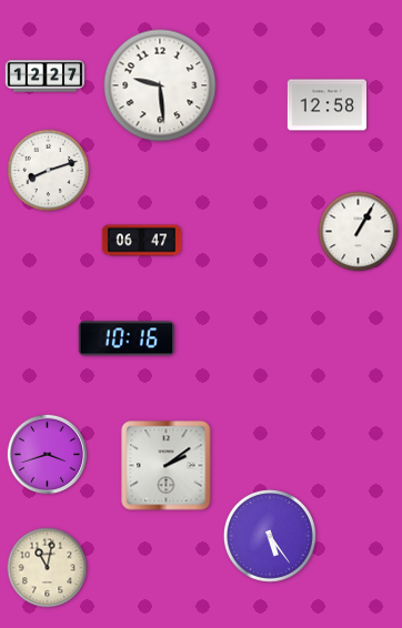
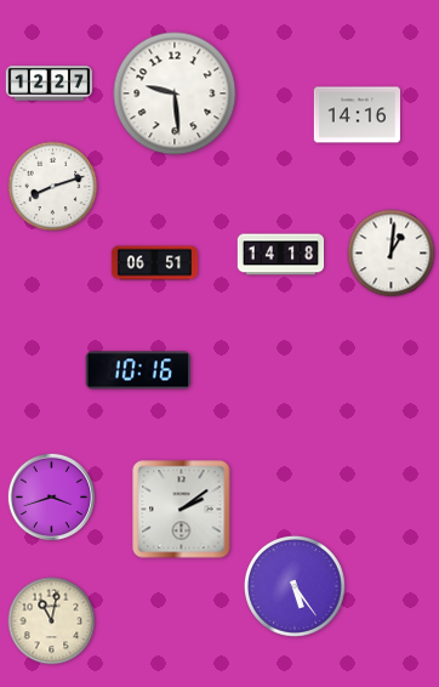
clock at (326, 105): 12:58 -> 14:16
clock at (359, 232): 1:05 -> 1:01
clock at (281, 255): none -> 14:18
clock at (142, 241): 06:47 -> 06:51
